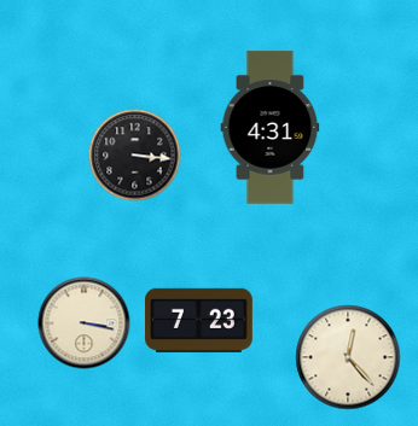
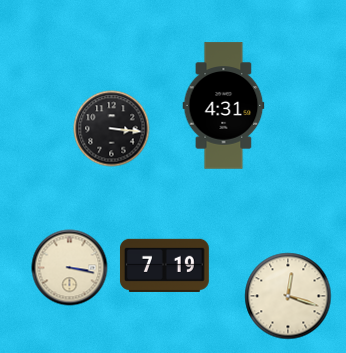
clock at (198, 320): 7:23 -> 7:19
clock at (348, 357): 12:23 -> 12:18
